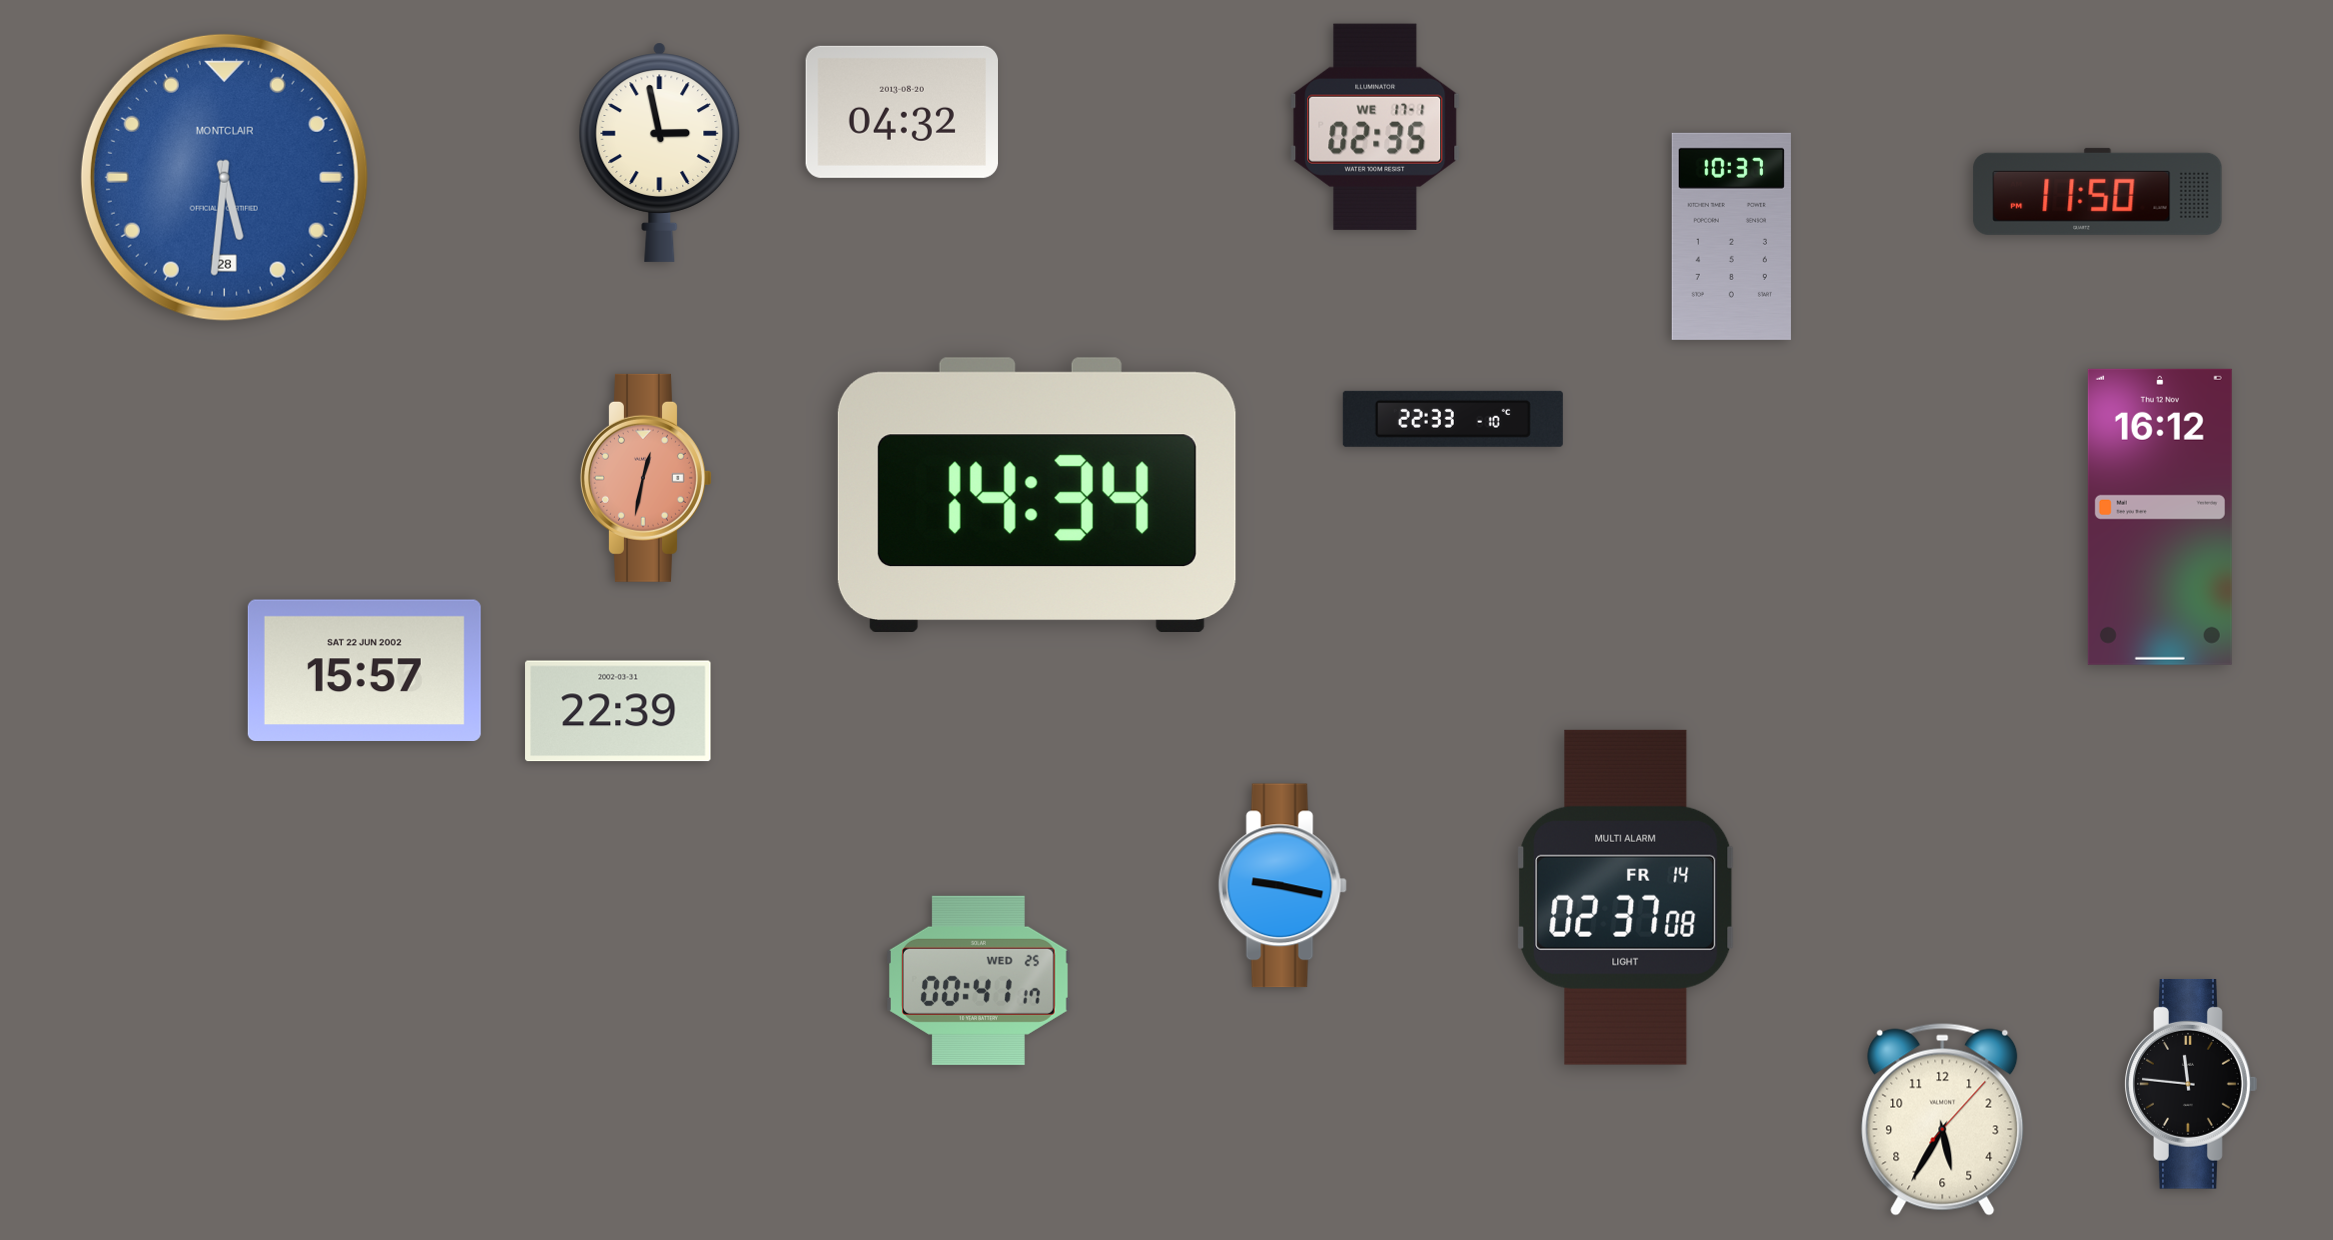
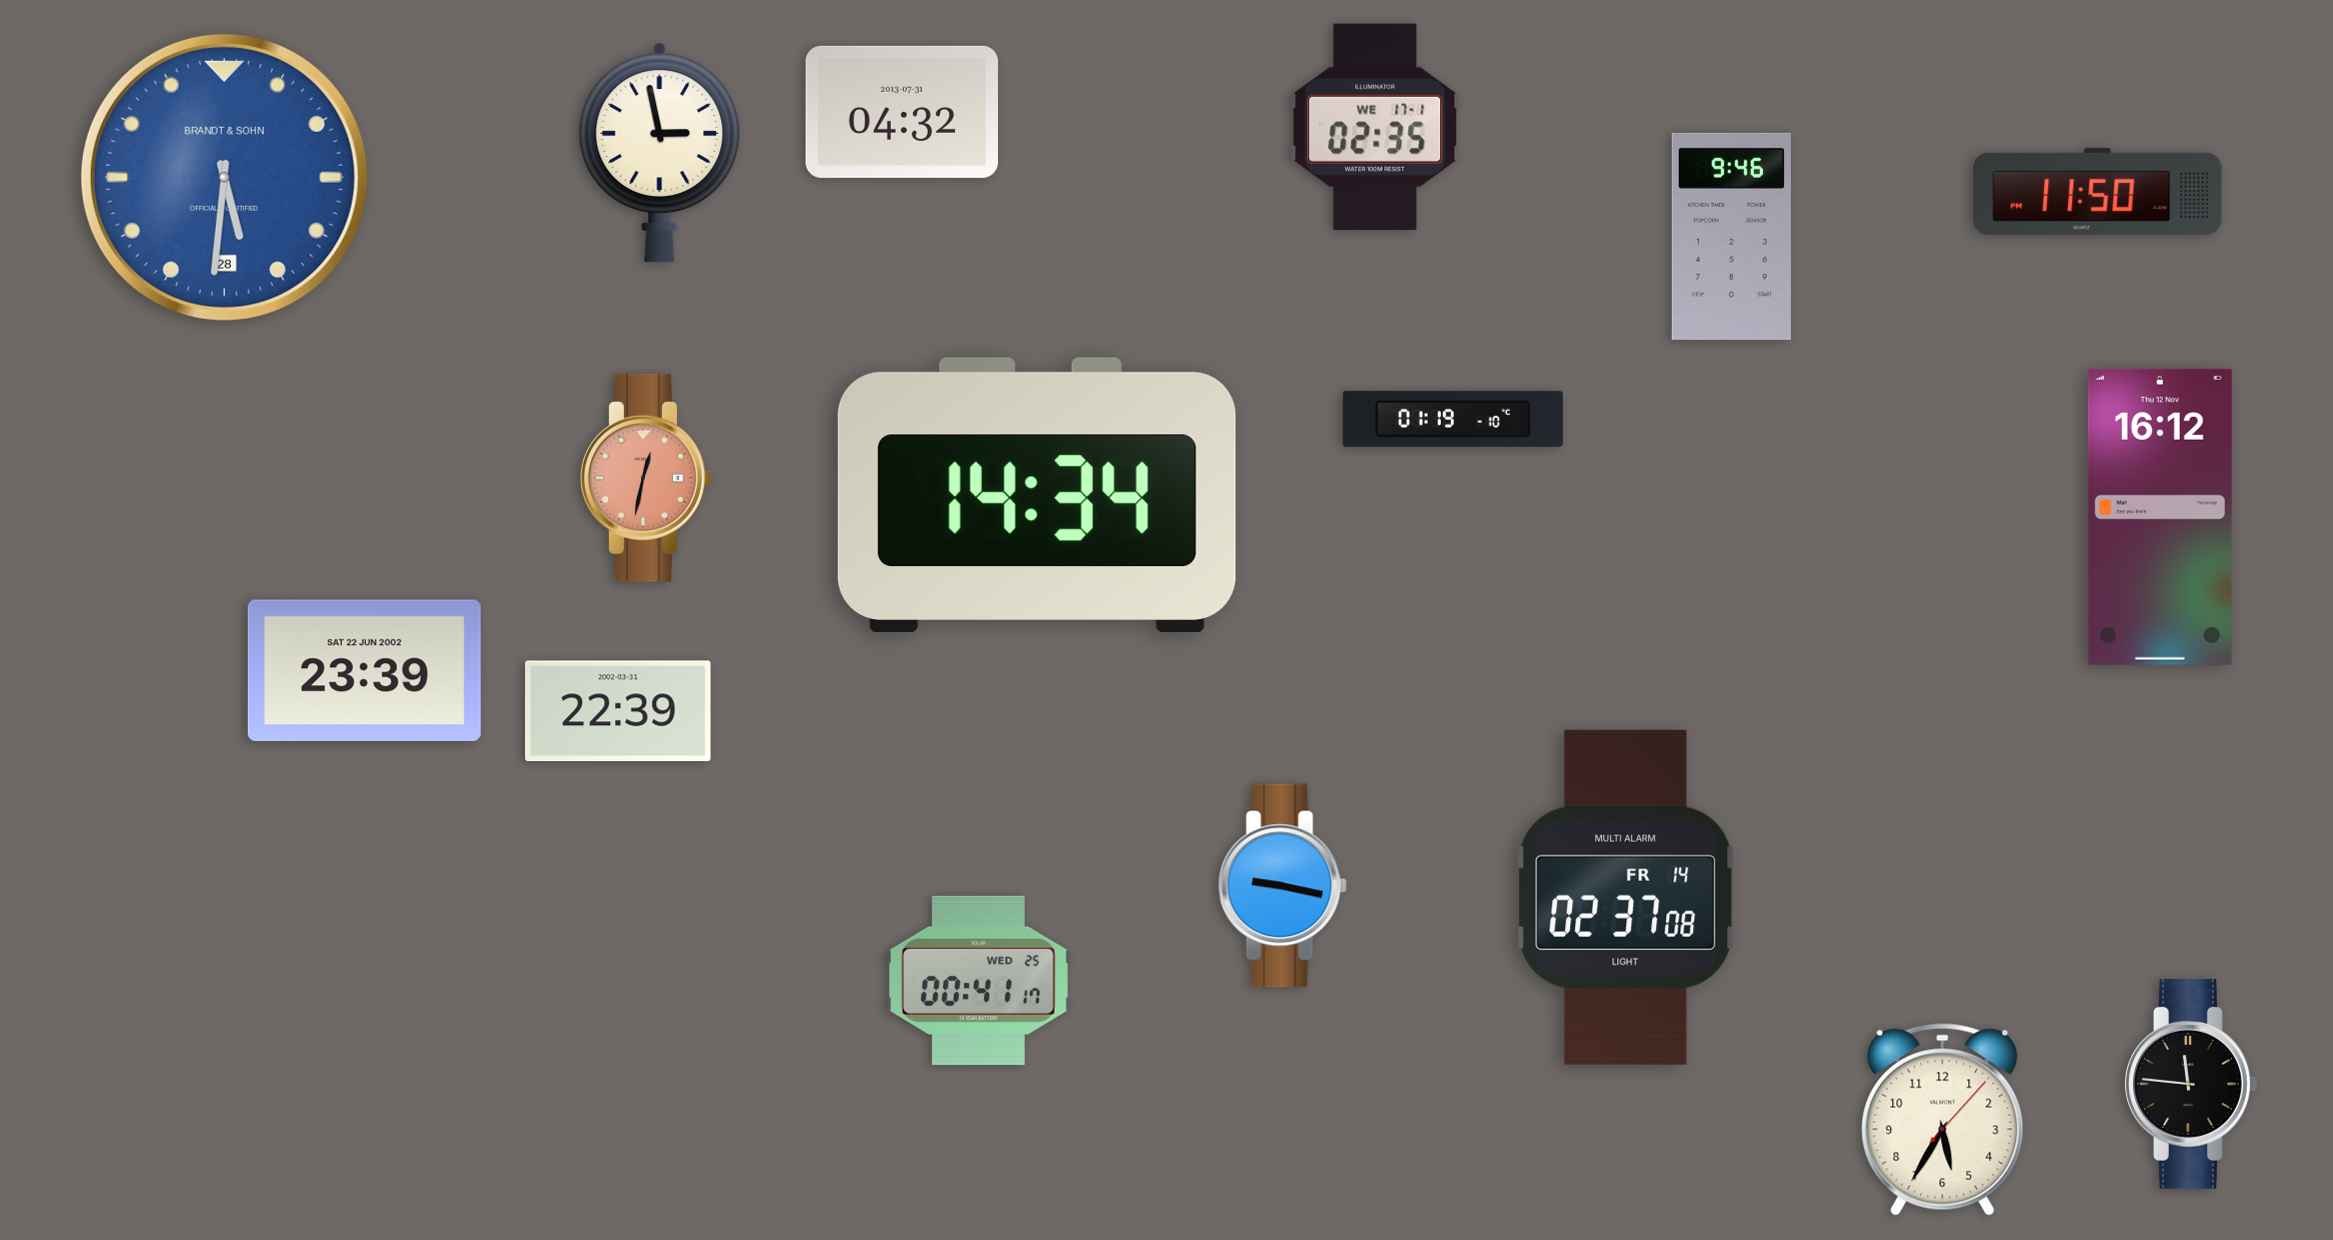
clock at (902, 112) date: 2013-08-20 -> 2013-07-31
clock at (224, 177) brand: MONTCLAIR -> BRANDT & SOHN
clock at (1731, 236): 10:37 -> 9:46
clock at (1453, 419): 22:33 -> 01:19
clock at (364, 670): 15:57 -> 23:39
